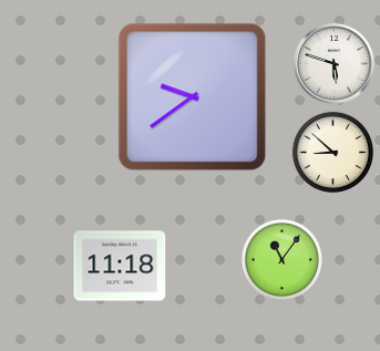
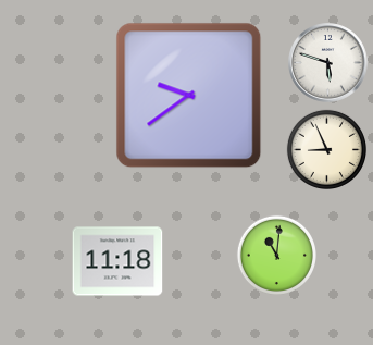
clock at (332, 152): 8:52 -> 8:56
clock at (281, 259): 11:06 -> 11:01
